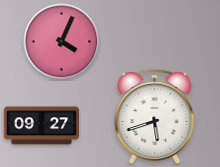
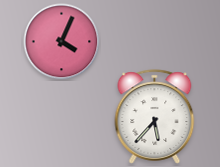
clock at (155, 117): 5:42 -> 5:37
clock at (41, 126): 09:27 -> none
